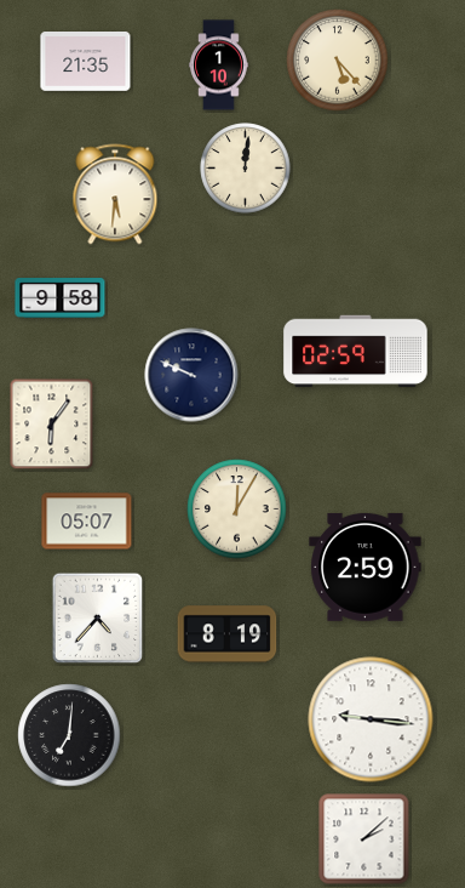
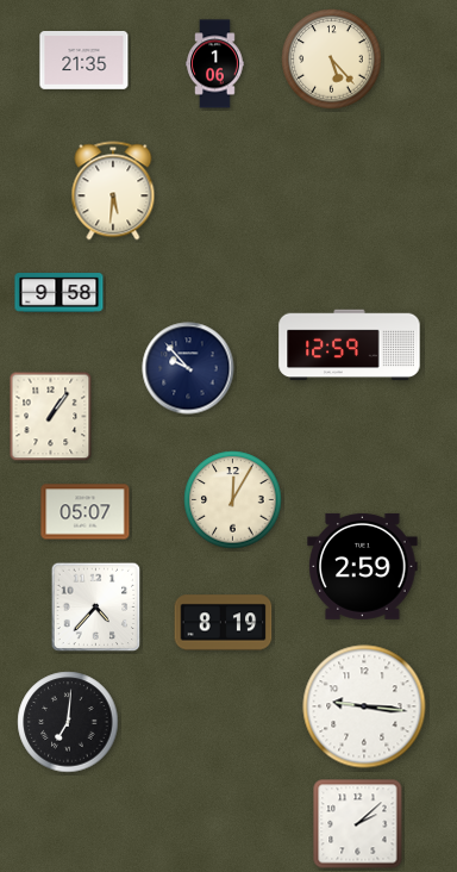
clock at (219, 66): 1:10 -> 1:06
clock at (246, 169): 12:01 -> none
clock at (356, 352): 02:59 -> 12:59
clock at (191, 375): 9:49 -> 9:53
clock at (52, 425): 6:06 -> 1:06
clock at (366, 567) position: (366, 567) -> (363, 566)
